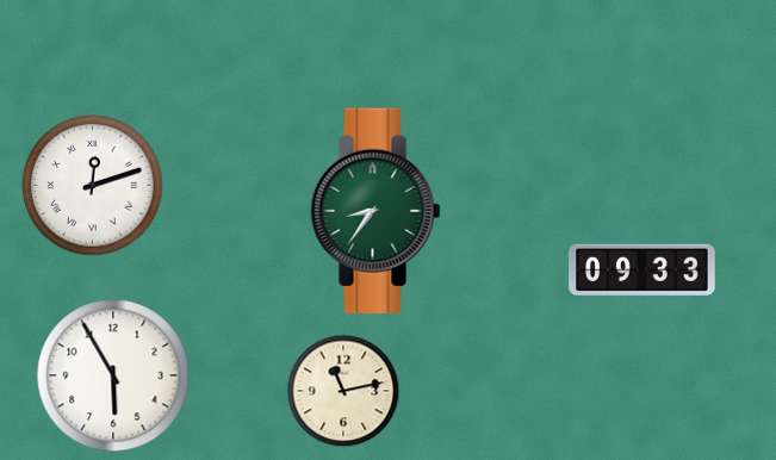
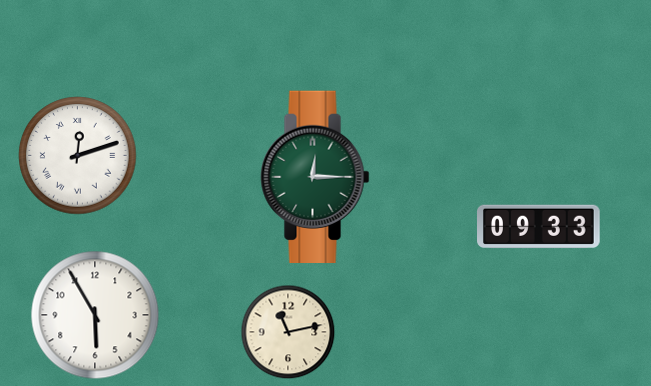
clock at (375, 210): 8:36 -> 12:15
clock at (343, 391) position: (343, 391) -> (288, 332)
